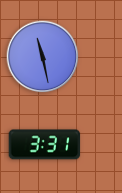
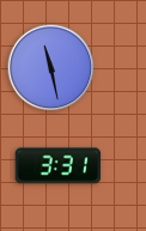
clock at (45, 145) position: (45, 145) -> (59, 166)
